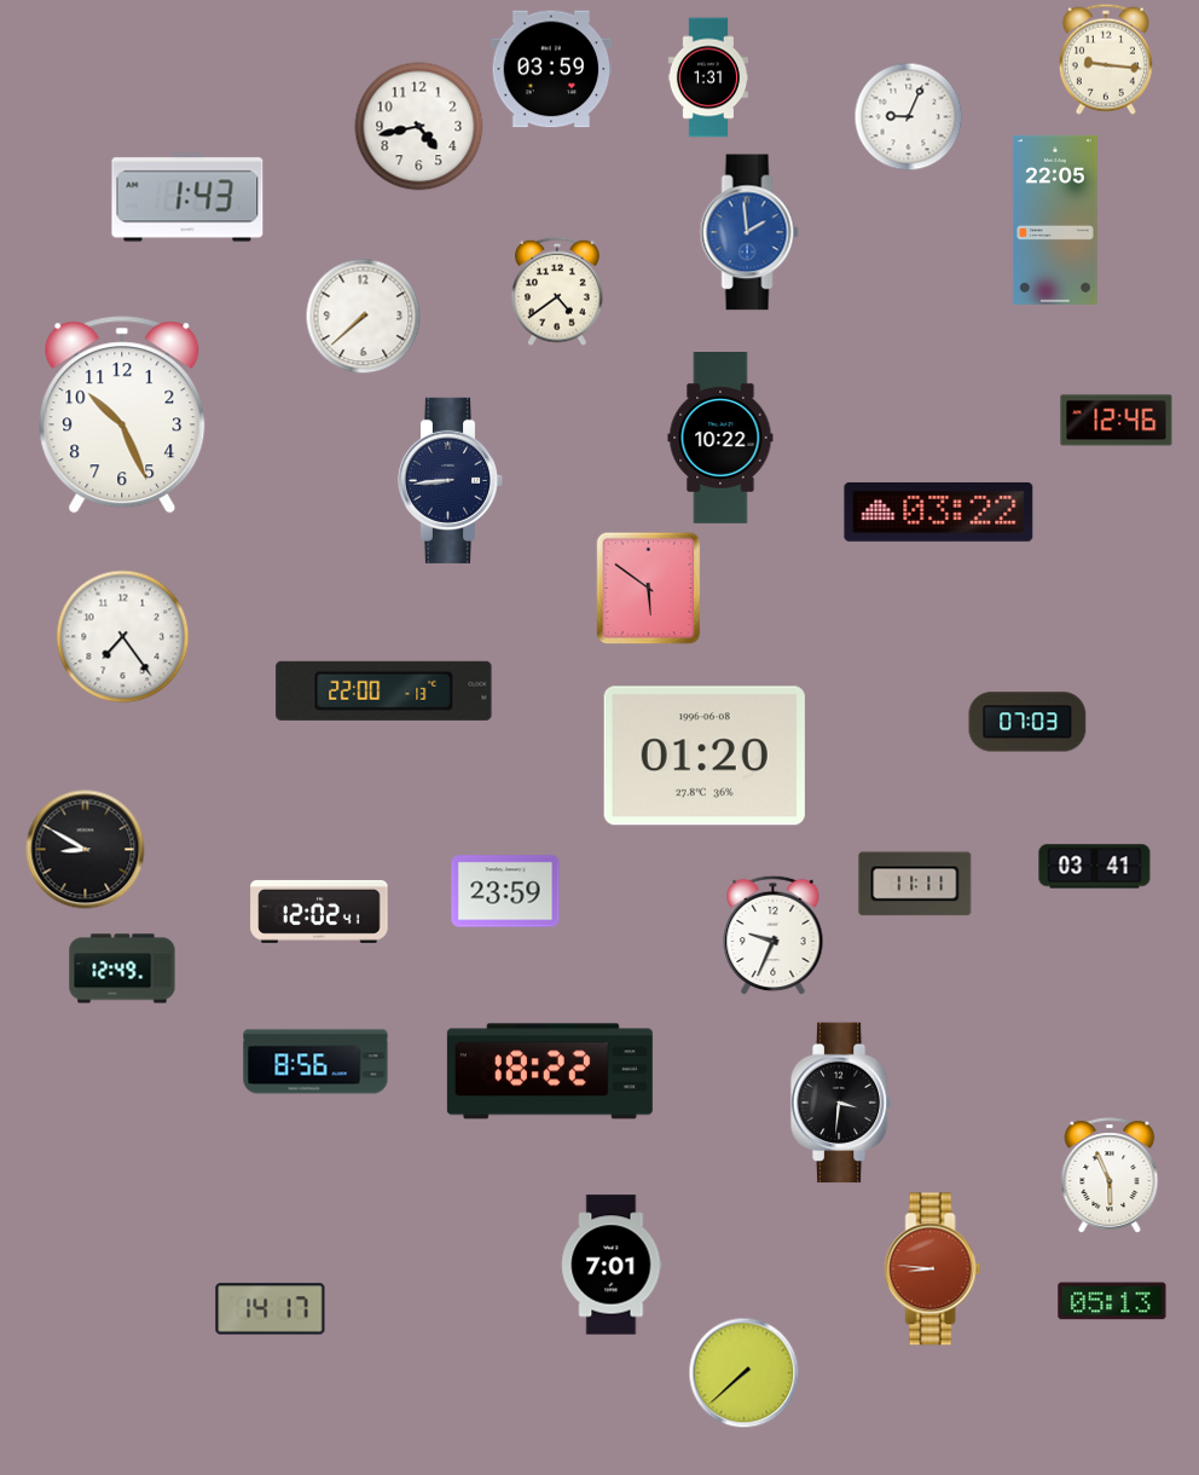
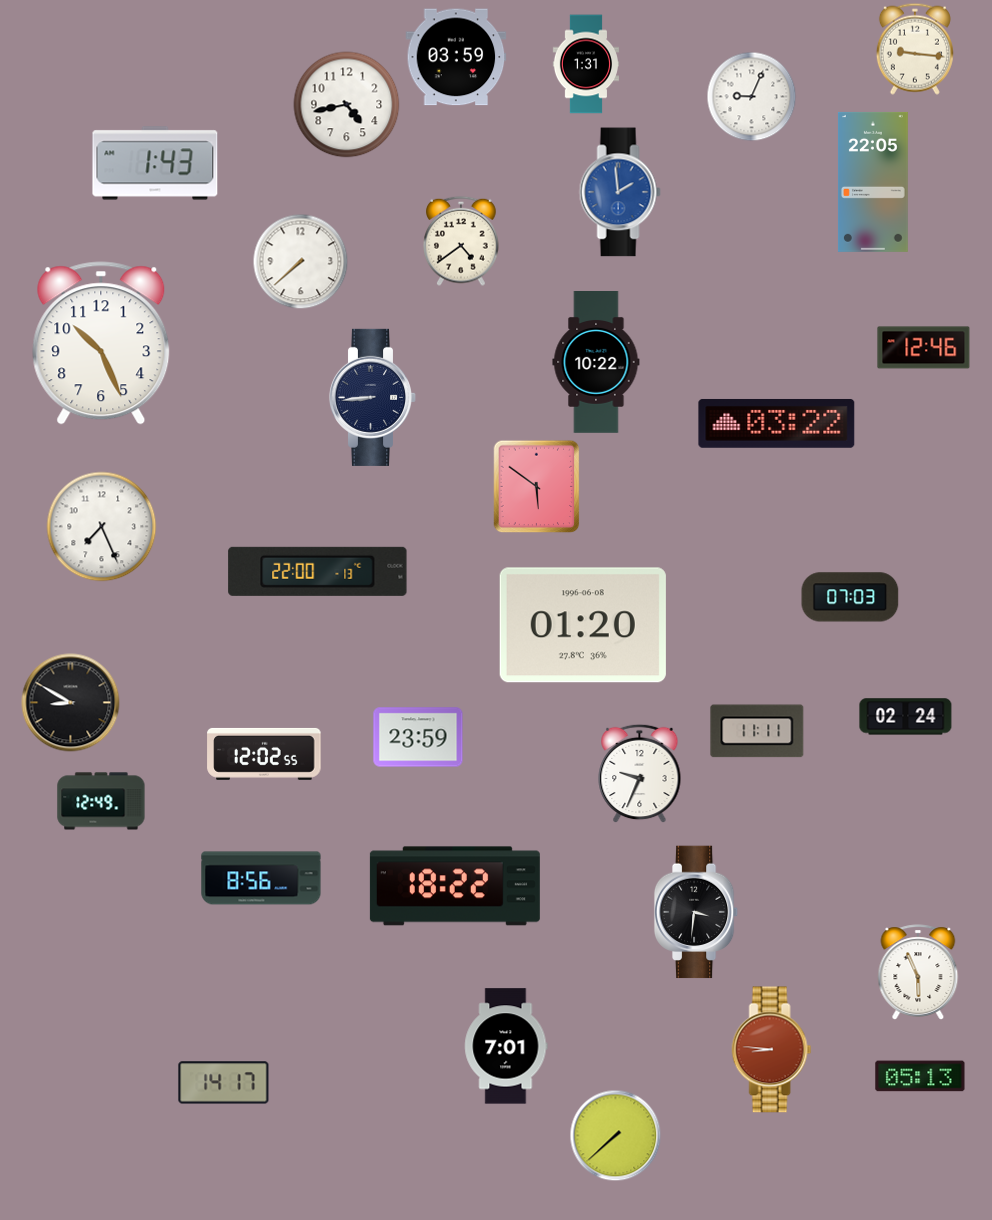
clock at (123, 637): 7:24 -> 7:26
clock at (1095, 867): 03:41 -> 02:24
clock at (319, 912): 12:02:41 -> 12:02:55
